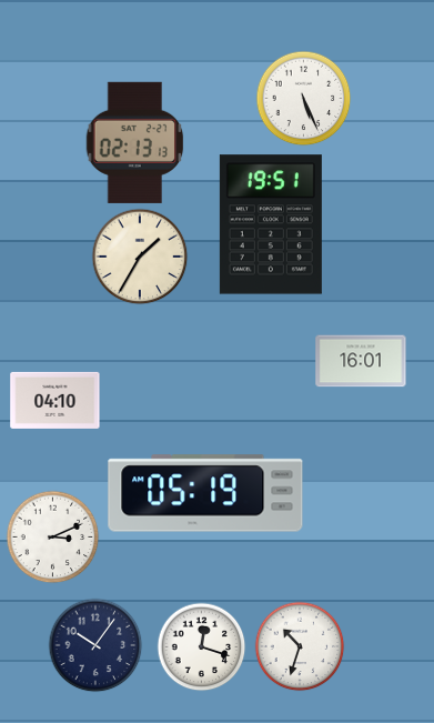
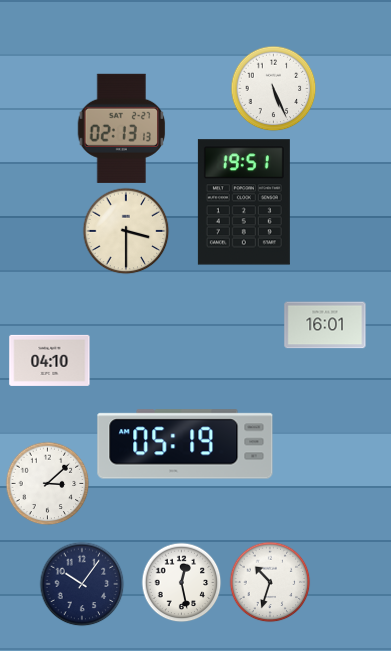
clock at (140, 257): 1:35 -> 3:30
clock at (52, 536): 3:11 -> 3:08
clock at (95, 645) position: (95, 645) -> (82, 584)
clock at (201, 646): 12:18 -> 12:28
